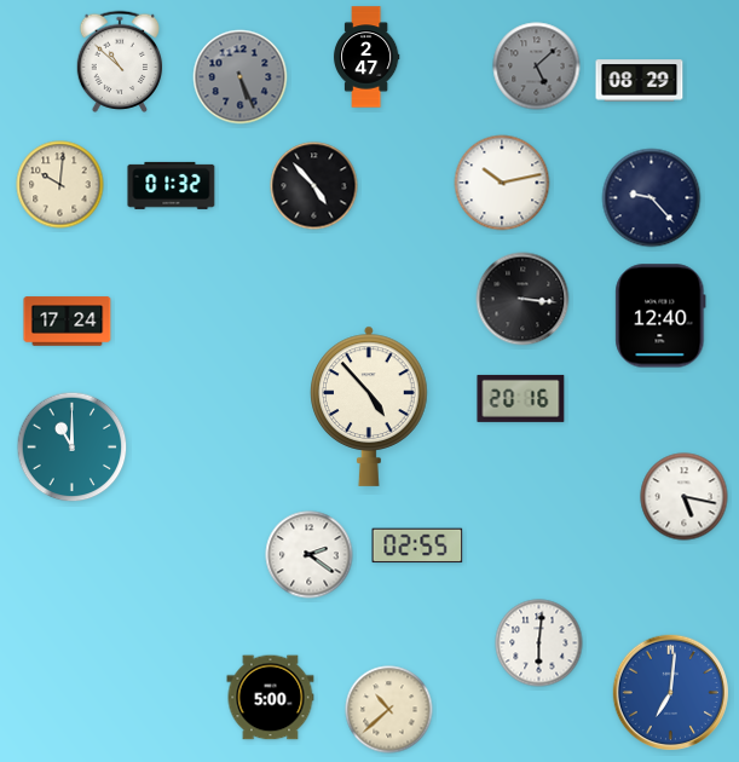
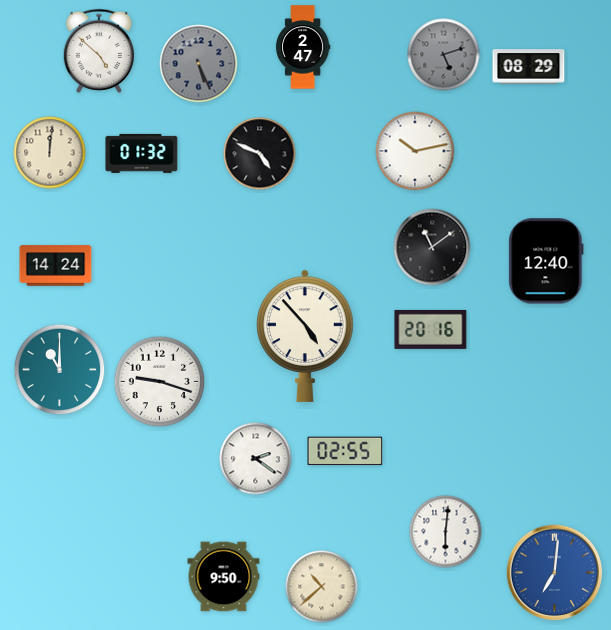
clock at (120, 62): 10:52 -> 4:52
clock at (537, 67): 5:08 -> 5:12
clock at (60, 185): 10:01 -> 12:01
clock at (314, 186): 4:53 -> 4:49
clock at (652, 198): 9:23 -> none
clock at (523, 299): 3:16 -> 11:09
clock at (68, 322): 17:24 -> 14:24
clock at (160, 382): none -> 9:18
clock at (685, 497): 5:17 -> none
clock at (271, 698): 5:00 -> 9:50
